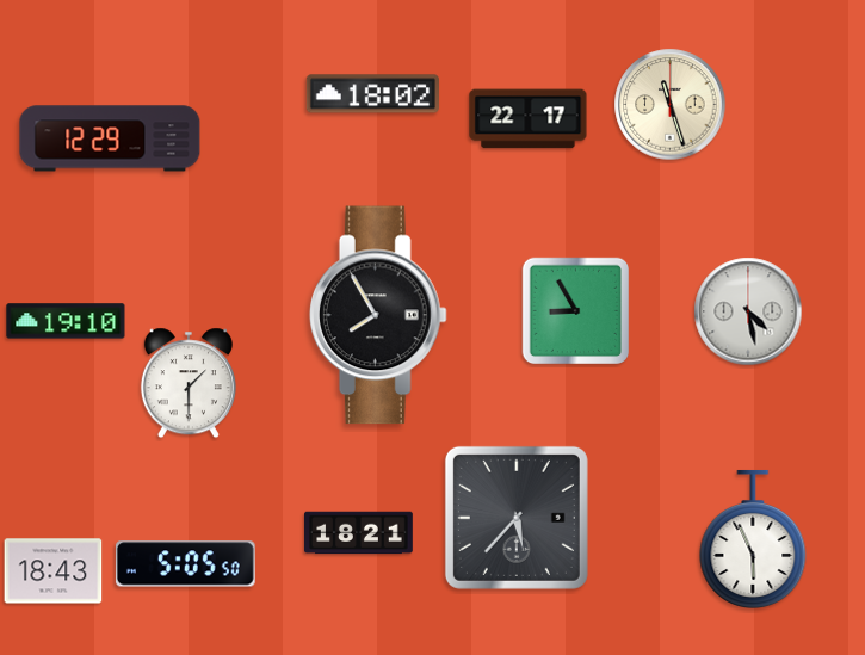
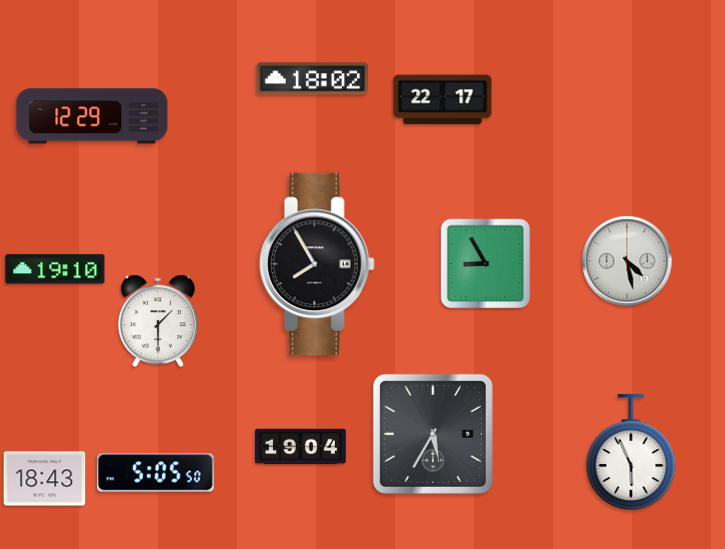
clock at (671, 105): 11:27 -> none
clock at (576, 311) position: (576, 311) -> (486, 264)
clock at (517, 518): 5:37 -> 5:35
clock at (359, 533): 18:21 -> 19:04
